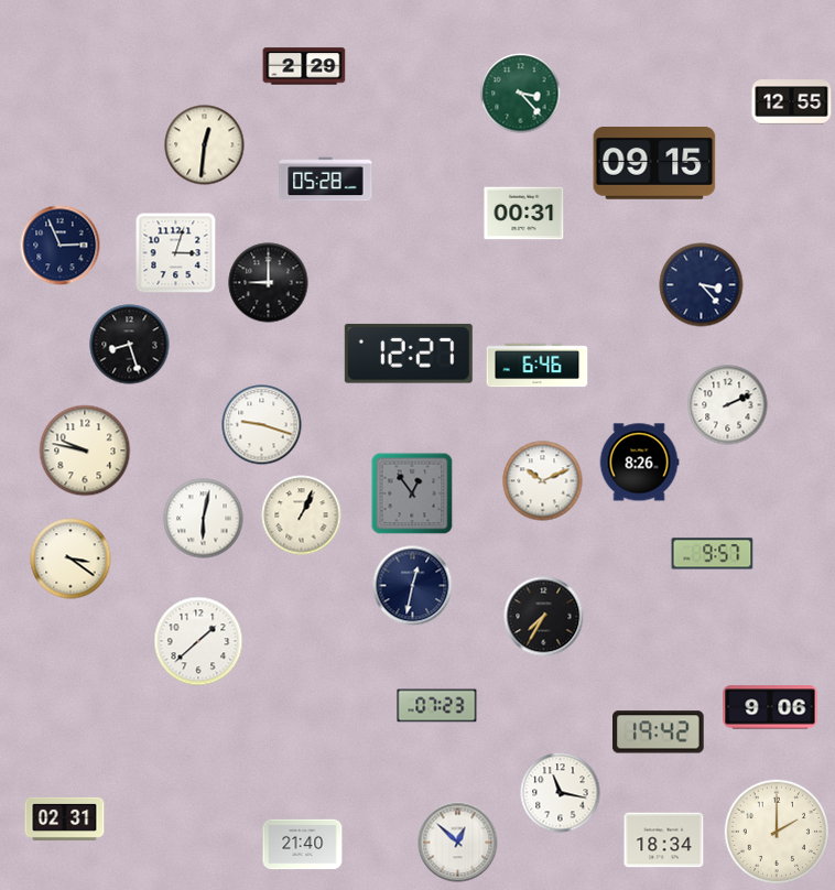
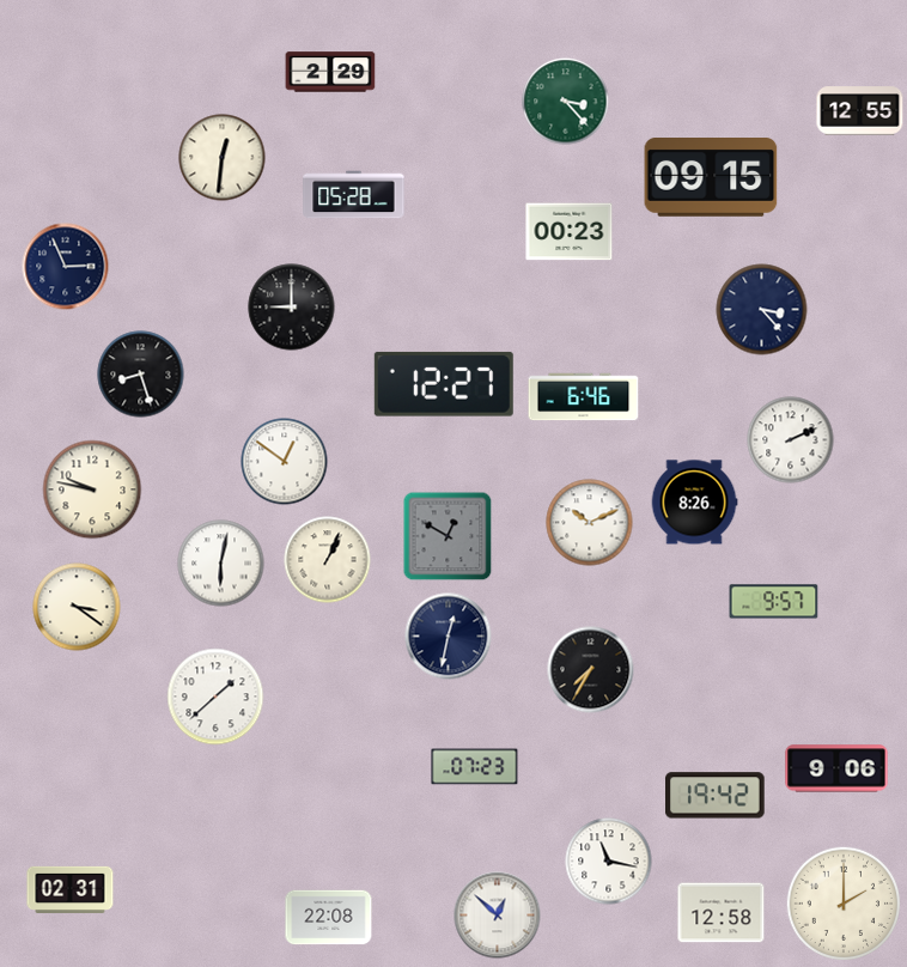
clock at (524, 214): 00:31 -> 00:23
clock at (176, 253): 3:03 -> none
clock at (262, 425): 9:18 -> 12:51
clock at (412, 493): 12:54 -> 12:50
clock at (664, 840): 18:34 -> 12:58
clock at (303, 845): 21:40 -> 22:08
